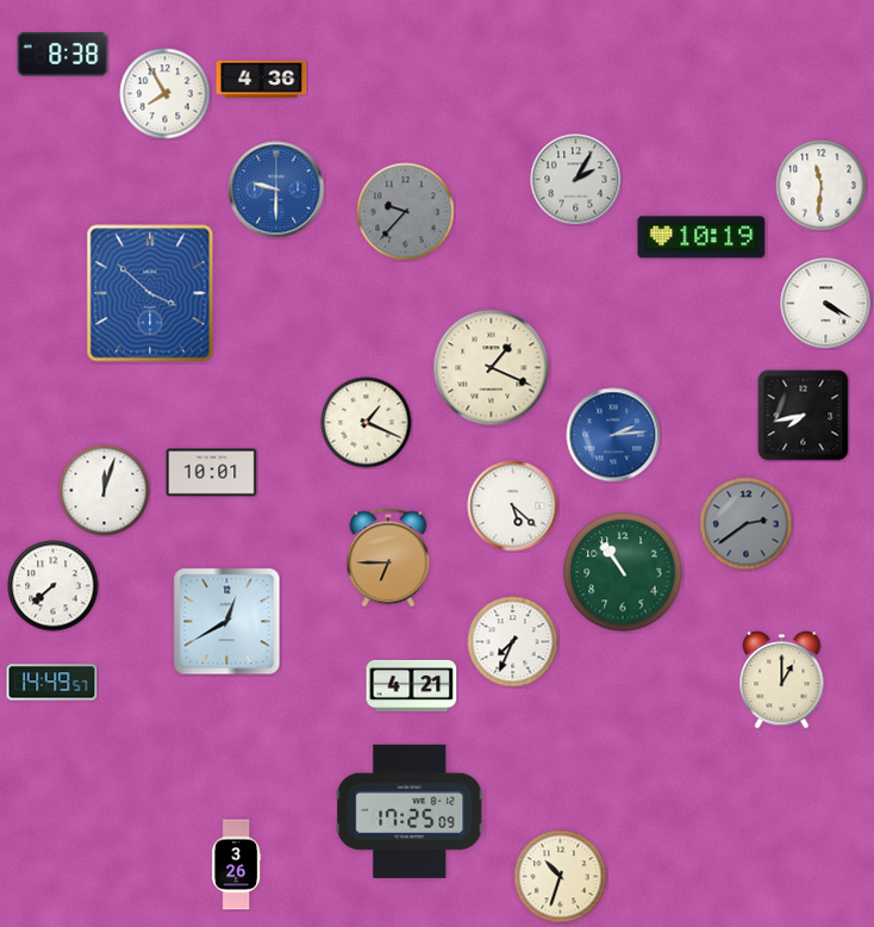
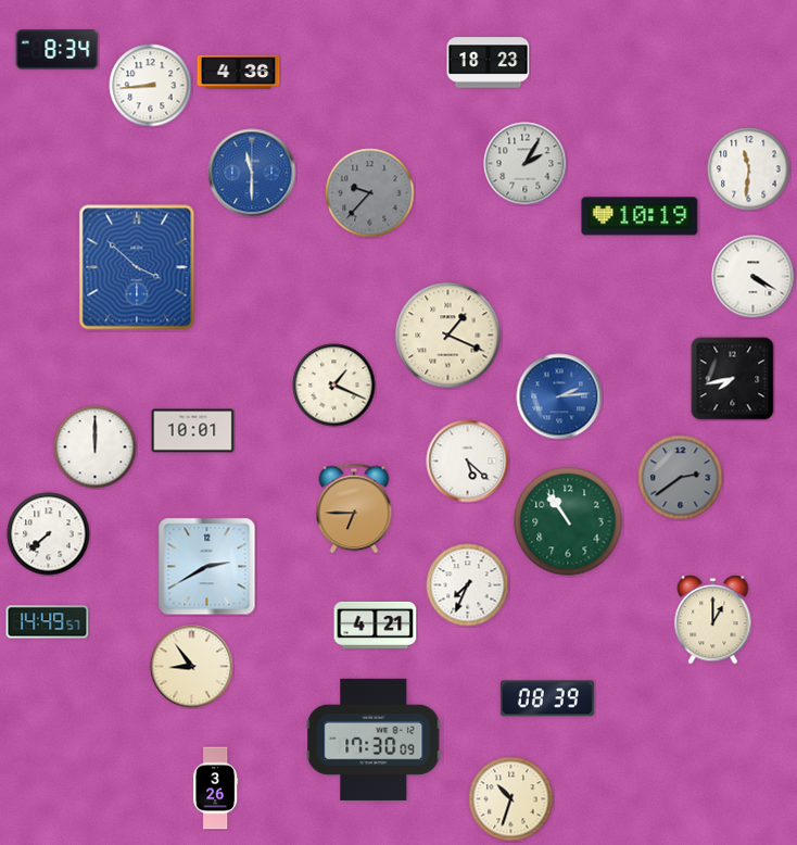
clock at (63, 55): 8:38 -> 8:34
clock at (489, 63): none -> 18:23
clock at (166, 94): 7:55 -> 8:44
clock at (276, 189): 9:30 -> 11:30
clock at (105, 491): 12:03 -> 12:00
clock at (227, 622): 12:40 -> 2:40
clock at (192, 667): none -> 8:54
clock at (547, 698): none -> 08:39
clock at (410, 811): 17:25 -> 17:30
